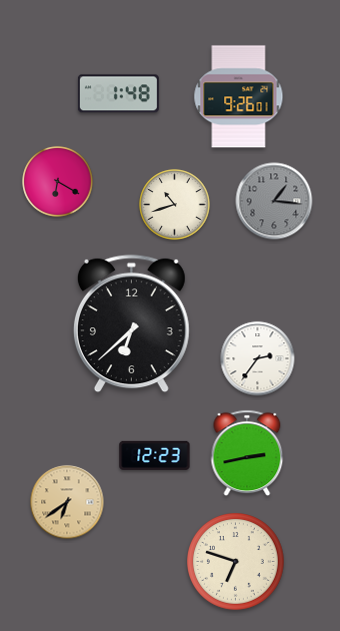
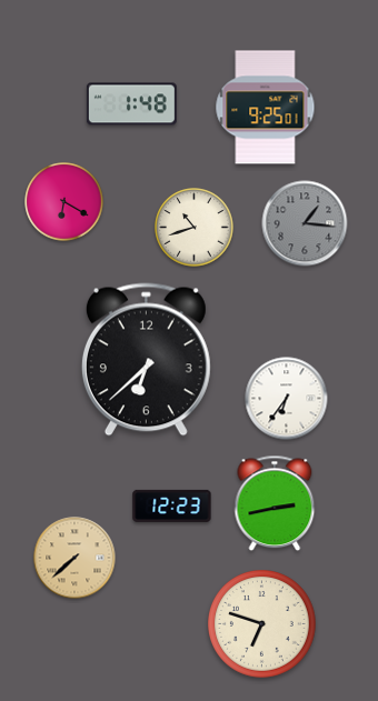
clock at (239, 97): 9:26 -> 9:25
clock at (258, 359): 2:36 -> 6:36
clock at (67, 502): 6:39 -> 7:38
